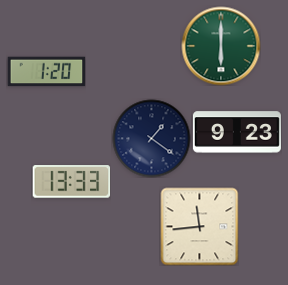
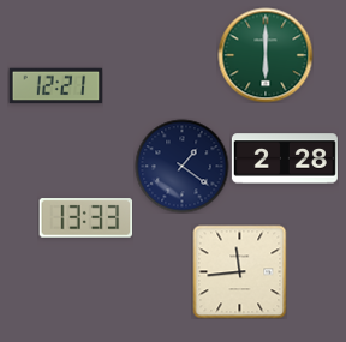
clock at (46, 72): 1:20 -> 12:21
clock at (237, 132): 9:23 -> 2:28
